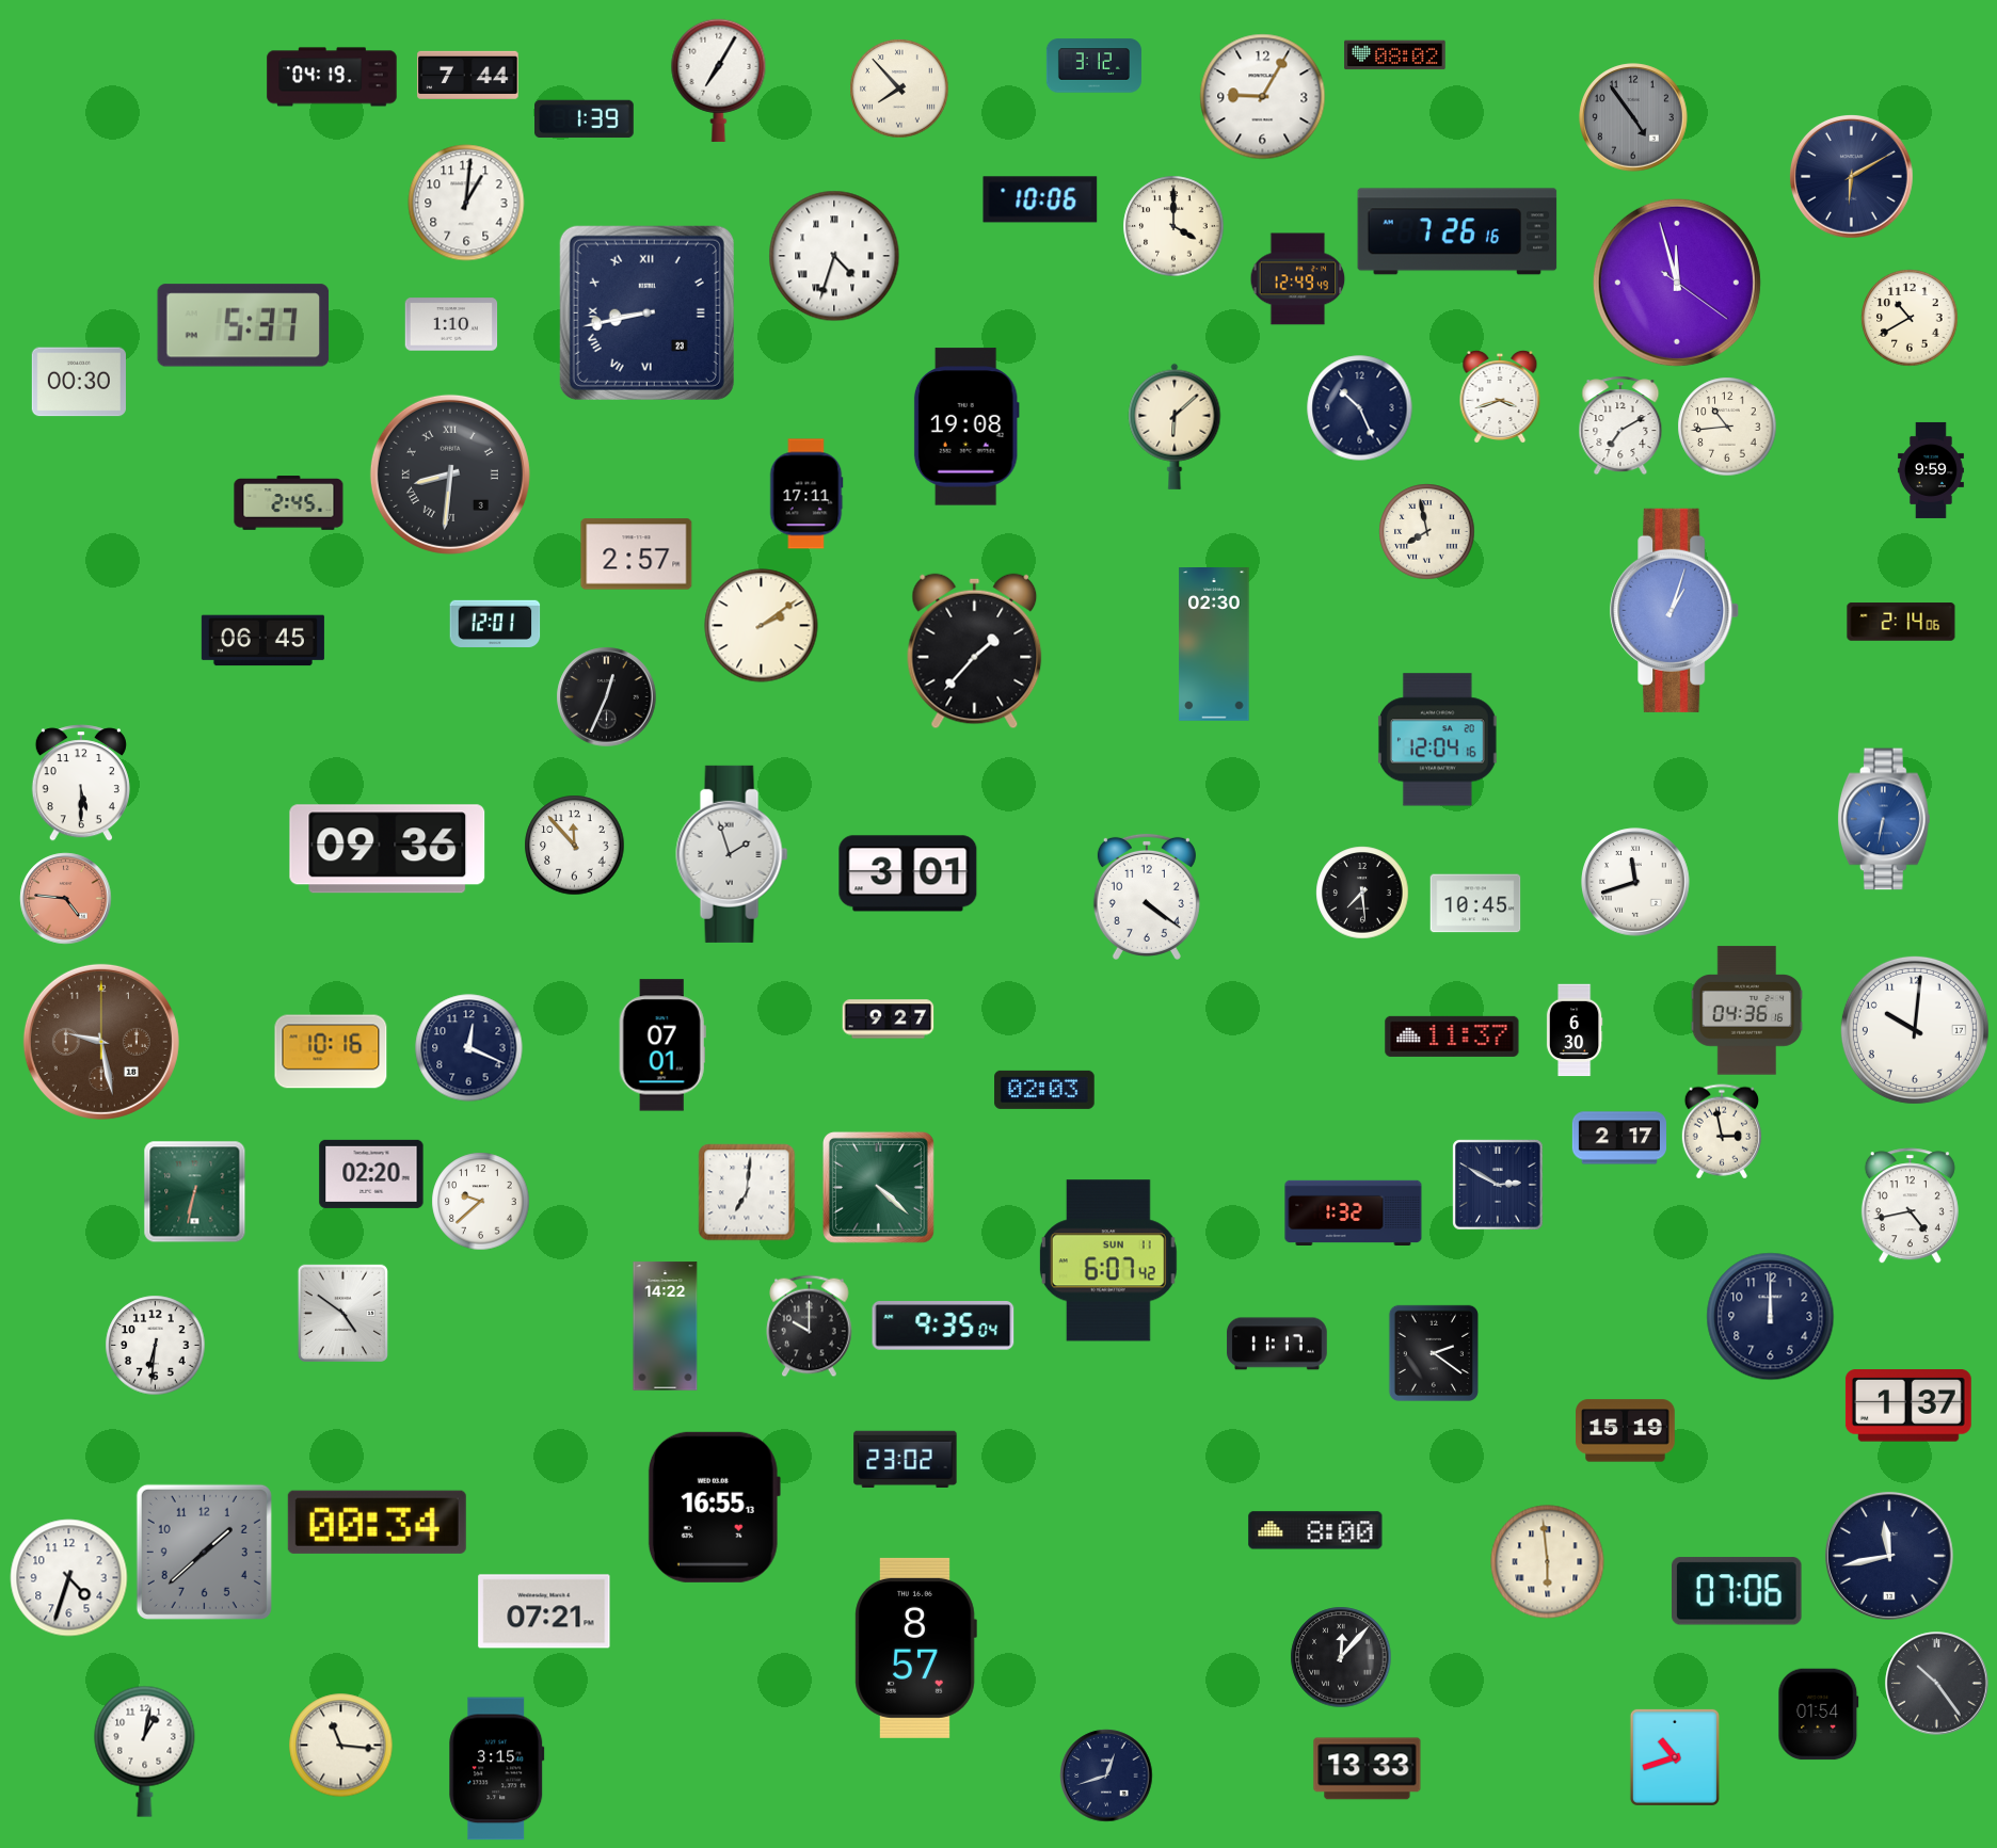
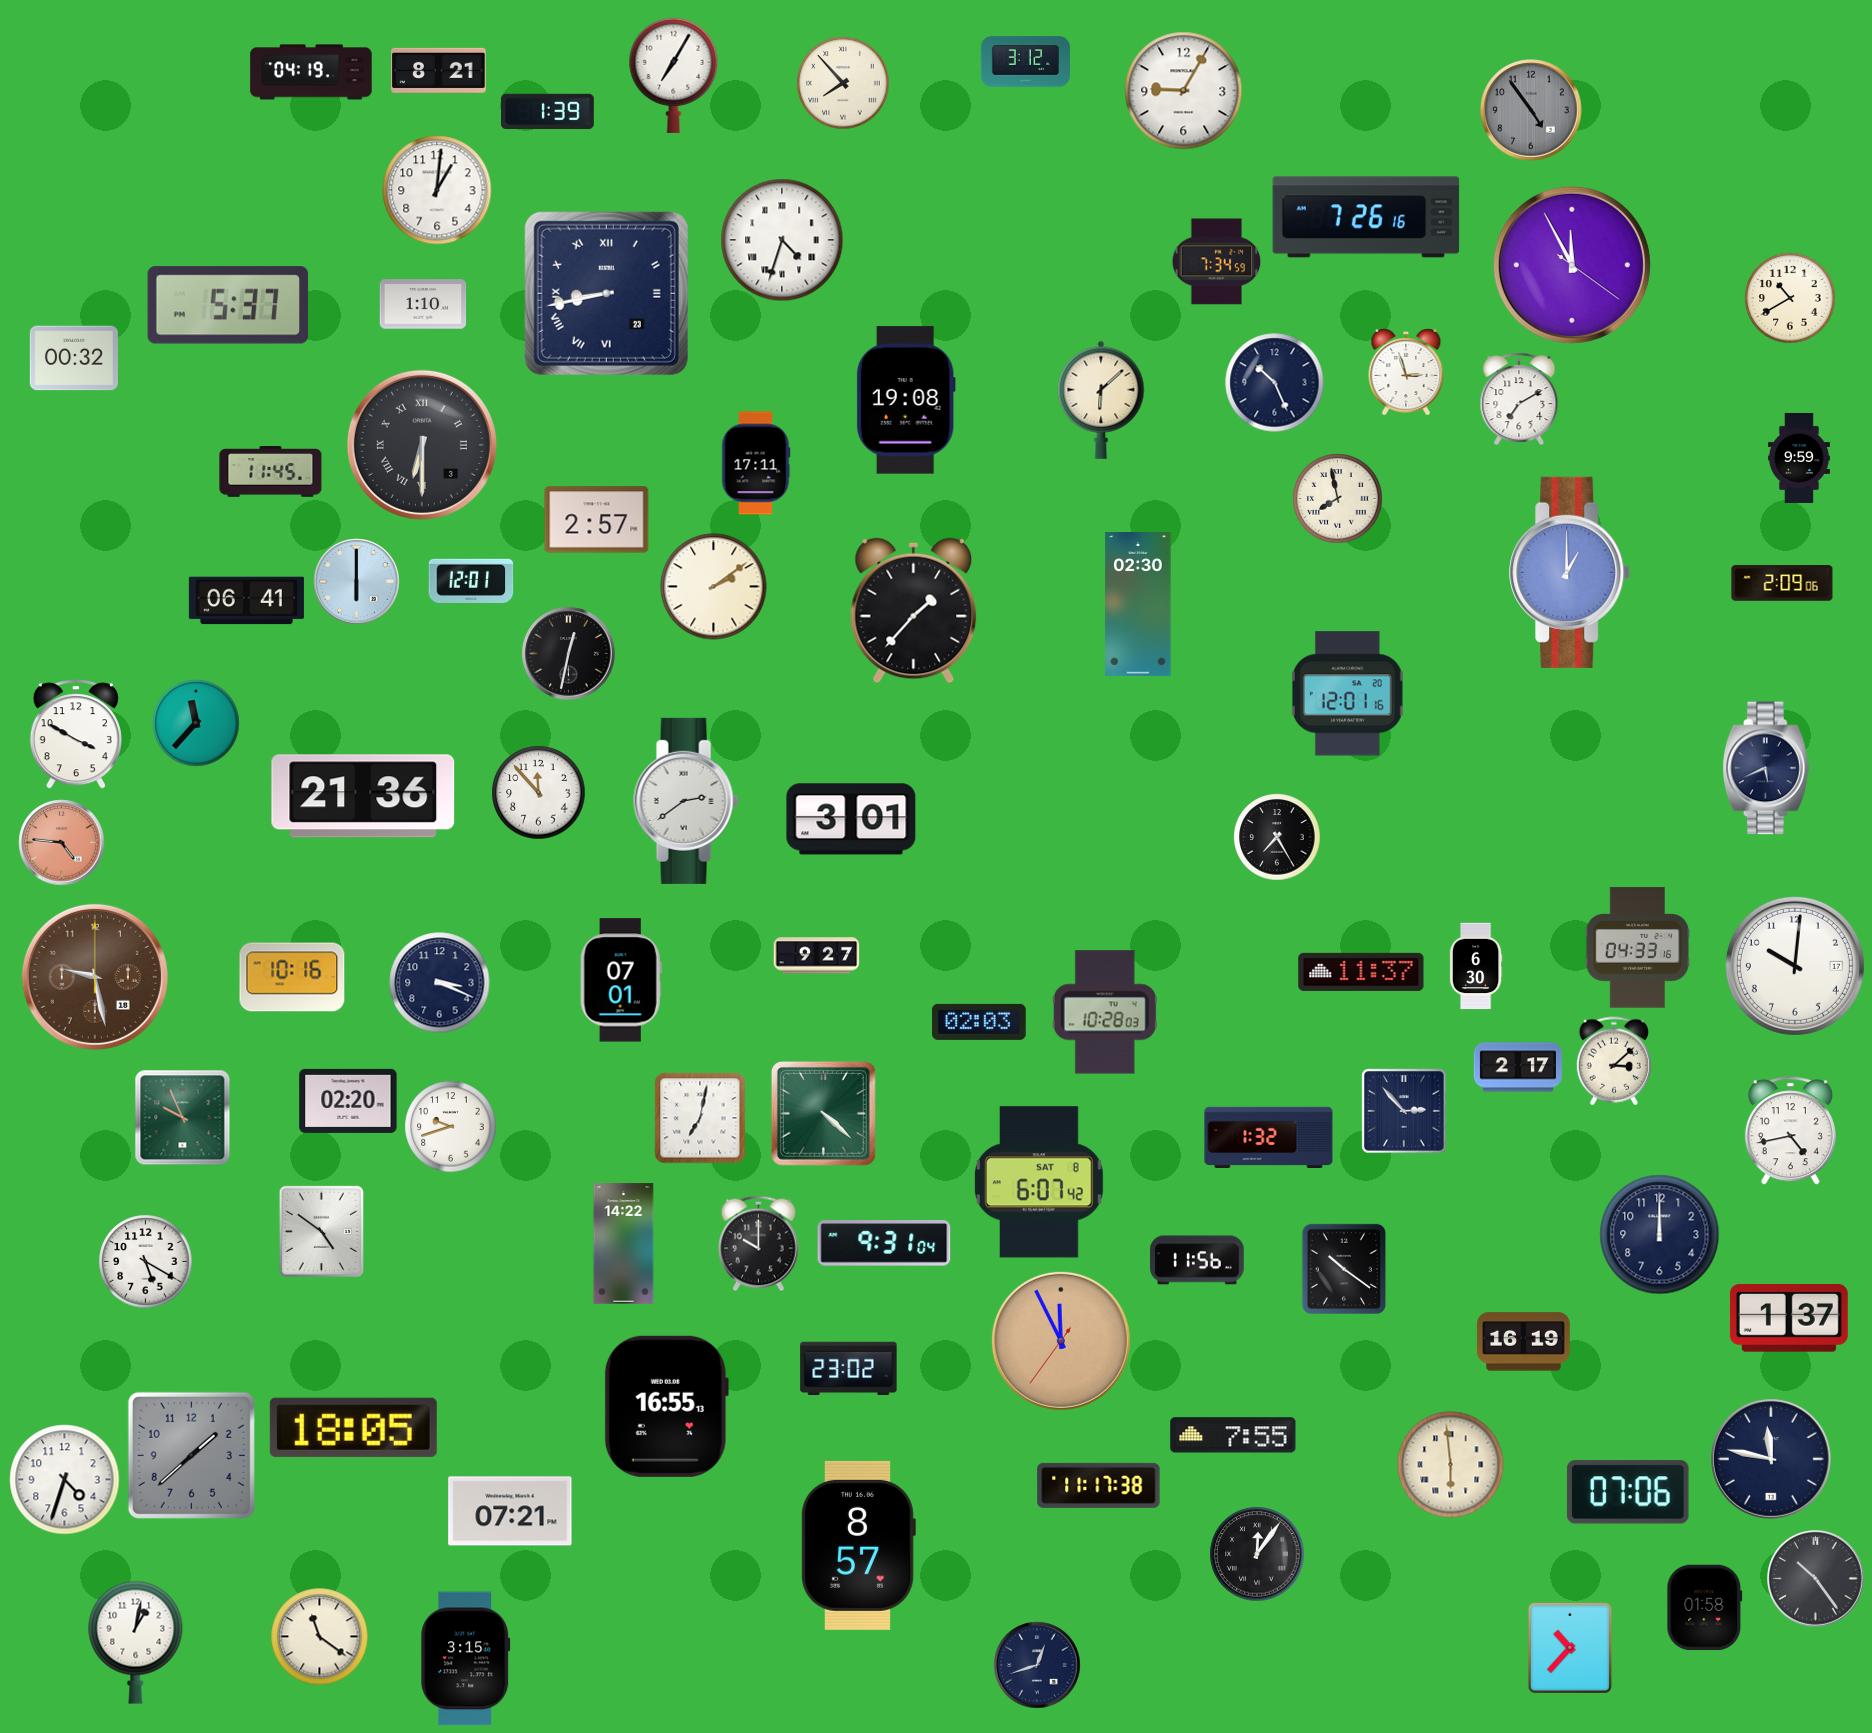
clock at (1395, 55): 08:02 -> none
clock at (468, 75): 7:44 -> 8:21
clock at (1851, 176): 6:10 -> none
clock at (1040, 199): 10:06 -> none
clock at (1173, 226): 4:00 -> none
clock at (1298, 279): 12:49 -> 7:34
clock at (1677, 283): 11:57 -> 11:55
clock at (79, 382): 00:30 -> 00:32
clock at (1500, 397): 3:42 -> 2:57
clock at (1727, 427): 10:44 -> none
clock at (1931, 470) position: (1931, 470) -> (1799, 458)
clock at (450, 475): 8:31 -> 6:30
clock at (289, 503): 2:45 -> 11:45
clock at (1675, 610): 1:03 -> 1:00
clock at (357, 582): none -> 6:00
clock at (1901, 622): 2:14 -> 2:09
clock at (495, 624) position: (495, 624) -> (471, 581)
clock at (262, 641): 06:45 -> 06:41
clock at (607, 697): 12:34 -> 12:32
clock at (1437, 740): 12:04 -> 12:01
clock at (196, 723): none -> 11:37
clock at (81, 783): 5:30 -> 3:50
clock at (1884, 819): 6:32 -> 5:41
clock at (1884, 819) dial: blue -> navy
clock at (387, 849): 09:36 -> 21:36
clock at (732, 854): 1:57 -> 2:39
clock at (1635, 882): 11:42 -> none
clock at (1362, 893): 7:29 -> 7:25
clock at (1147, 897): 4:21 -> none
clock at (1475, 903): 10:45 -> none
clock at (1747, 1011): 04:36 -> 04:33
clock at (889, 1019) position: (889, 1019) -> (817, 956)
clock at (469, 1048): 12:19 -> 3:19
clock at (331, 1051) position: (331, 1051) -> (292, 977)
clock at (1105, 1012): none -> 10:28
clock at (1722, 1131): 2:58 -> 3:08
clock at (1498, 1185): 2:50 -> 2:53
clock at (195, 1192): 6:32 -> 9:56
clock at (747, 1192): 7:01 -> 7:02
clock at (481, 1202): 9:38 -> 9:42
clock at (1108, 1260) date: SUN 11 -> SAT 8
clock at (943, 1325): 9:35 -> 9:31
clock at (1277, 1344): 11:17 -> 11:56
clock at (156, 1346): 6:31 -> 5:20
clock at (1434, 1352): 2:21 -> 10:21
clock at (1061, 1341): none -> 11:55
clock at (1626, 1431): 15:19 -> 16:19
clock at (714, 1507) position: (714, 1507) -> (666, 1406)
clock at (377, 1522): 00:34 -> 18:05
clock at (1315, 1530): 8:00 -> 7:55
clock at (1889, 1556): 11:43 -> 11:47
clock at (1099, 1485): none -> 11:17
clock at (1341, 1657): 12:07 -> 12:06
clock at (1819, 1715): 01:54 -> 01:58
clock at (341, 1746): 11:16 -> 11:21
clock at (1675, 1757): 10:42 -> 10:37
clock at (1368, 1769): 13:33 -> none
